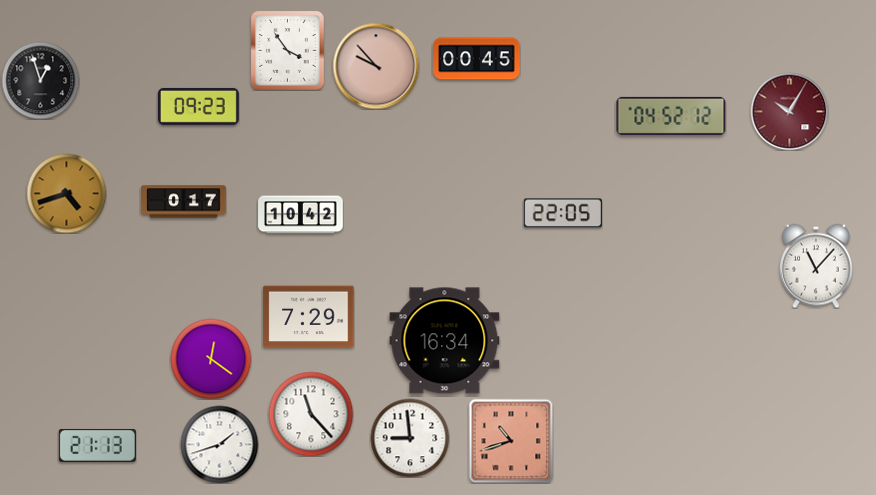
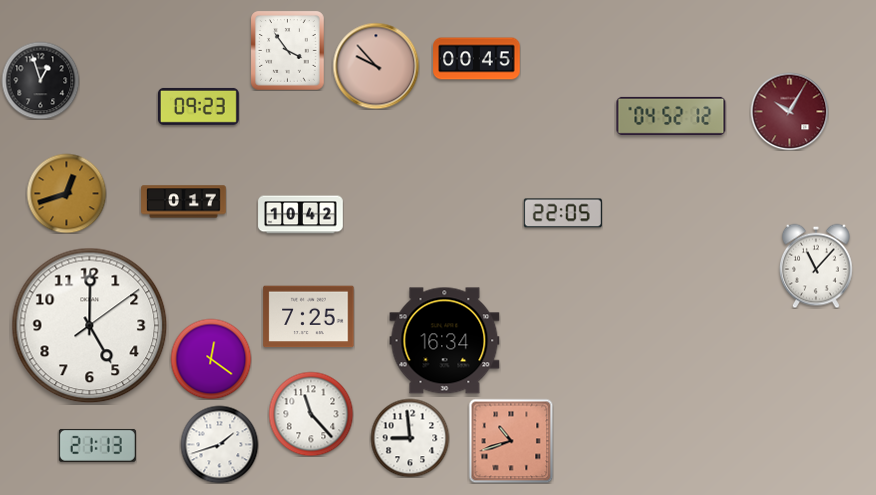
clock at (66, 193): 4:42 -> 12:42
clock at (309, 317): 7:29 -> 7:25
clock at (90, 326): none -> 5:00
